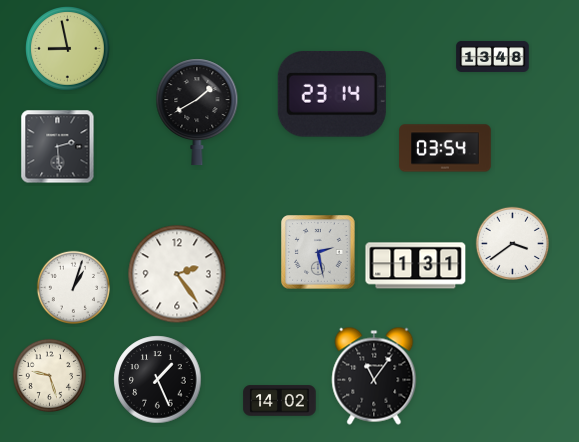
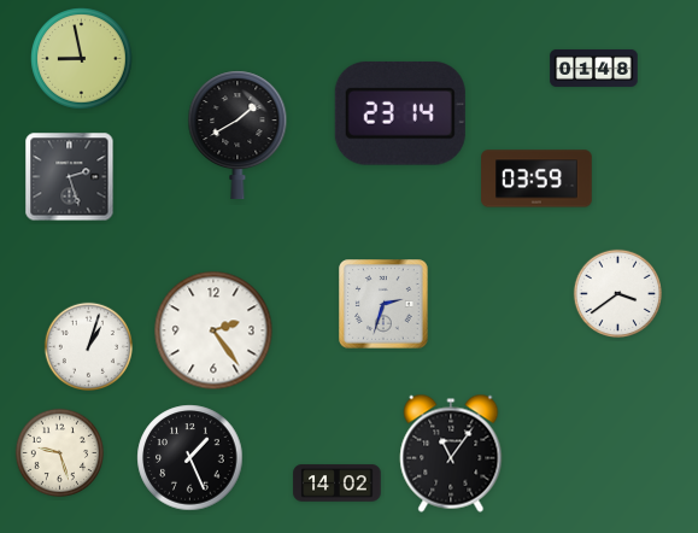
clock at (493, 56): 13:48 -> 01:48
clock at (58, 147): 2:29 -> 2:27
clock at (445, 148): 03:54 -> 03:59
clock at (318, 252): 2:28 -> 2:33
clock at (416, 266): 1:31 -> none
